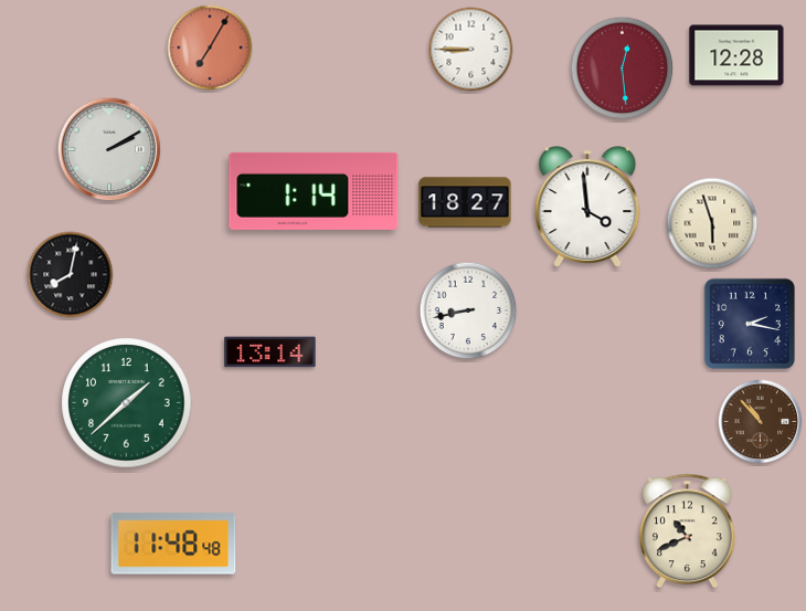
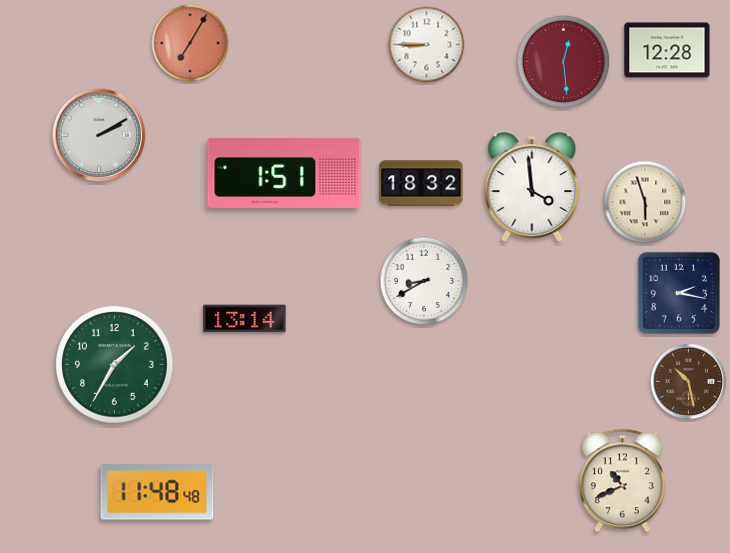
clock at (314, 191): 1:14 -> 1:51
clock at (465, 202): 18:27 -> 18:32
clock at (71, 275): 8:02 -> none
clock at (468, 310): 8:43 -> 8:40
clock at (127, 403): 1:38 -> 1:35
clock at (761, 422): 10:53 -> 10:28
